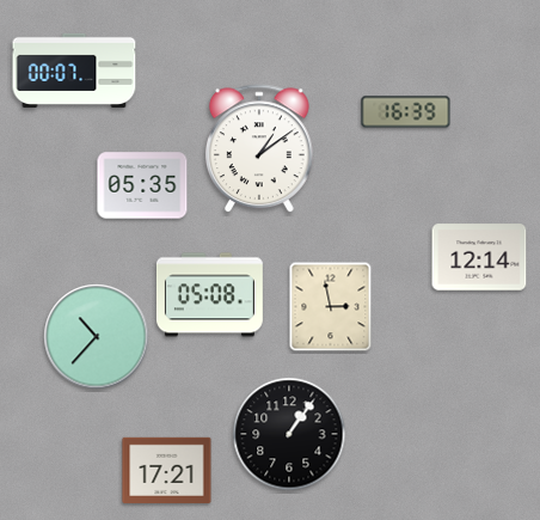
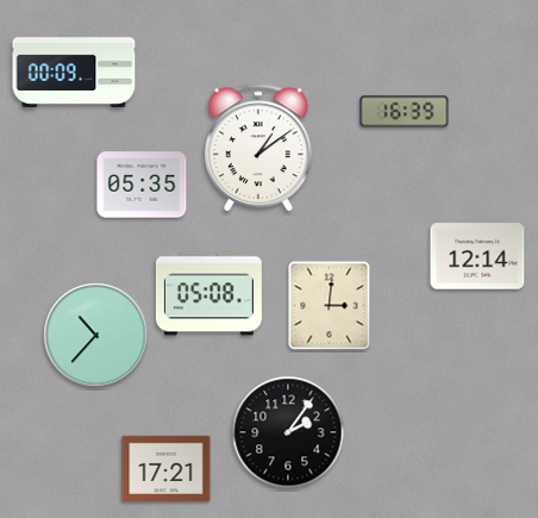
clock at (74, 71): 00:07 -> 00:09
clock at (331, 307): 2:58 -> 3:01
clock at (289, 434): 1:06 -> 2:06
